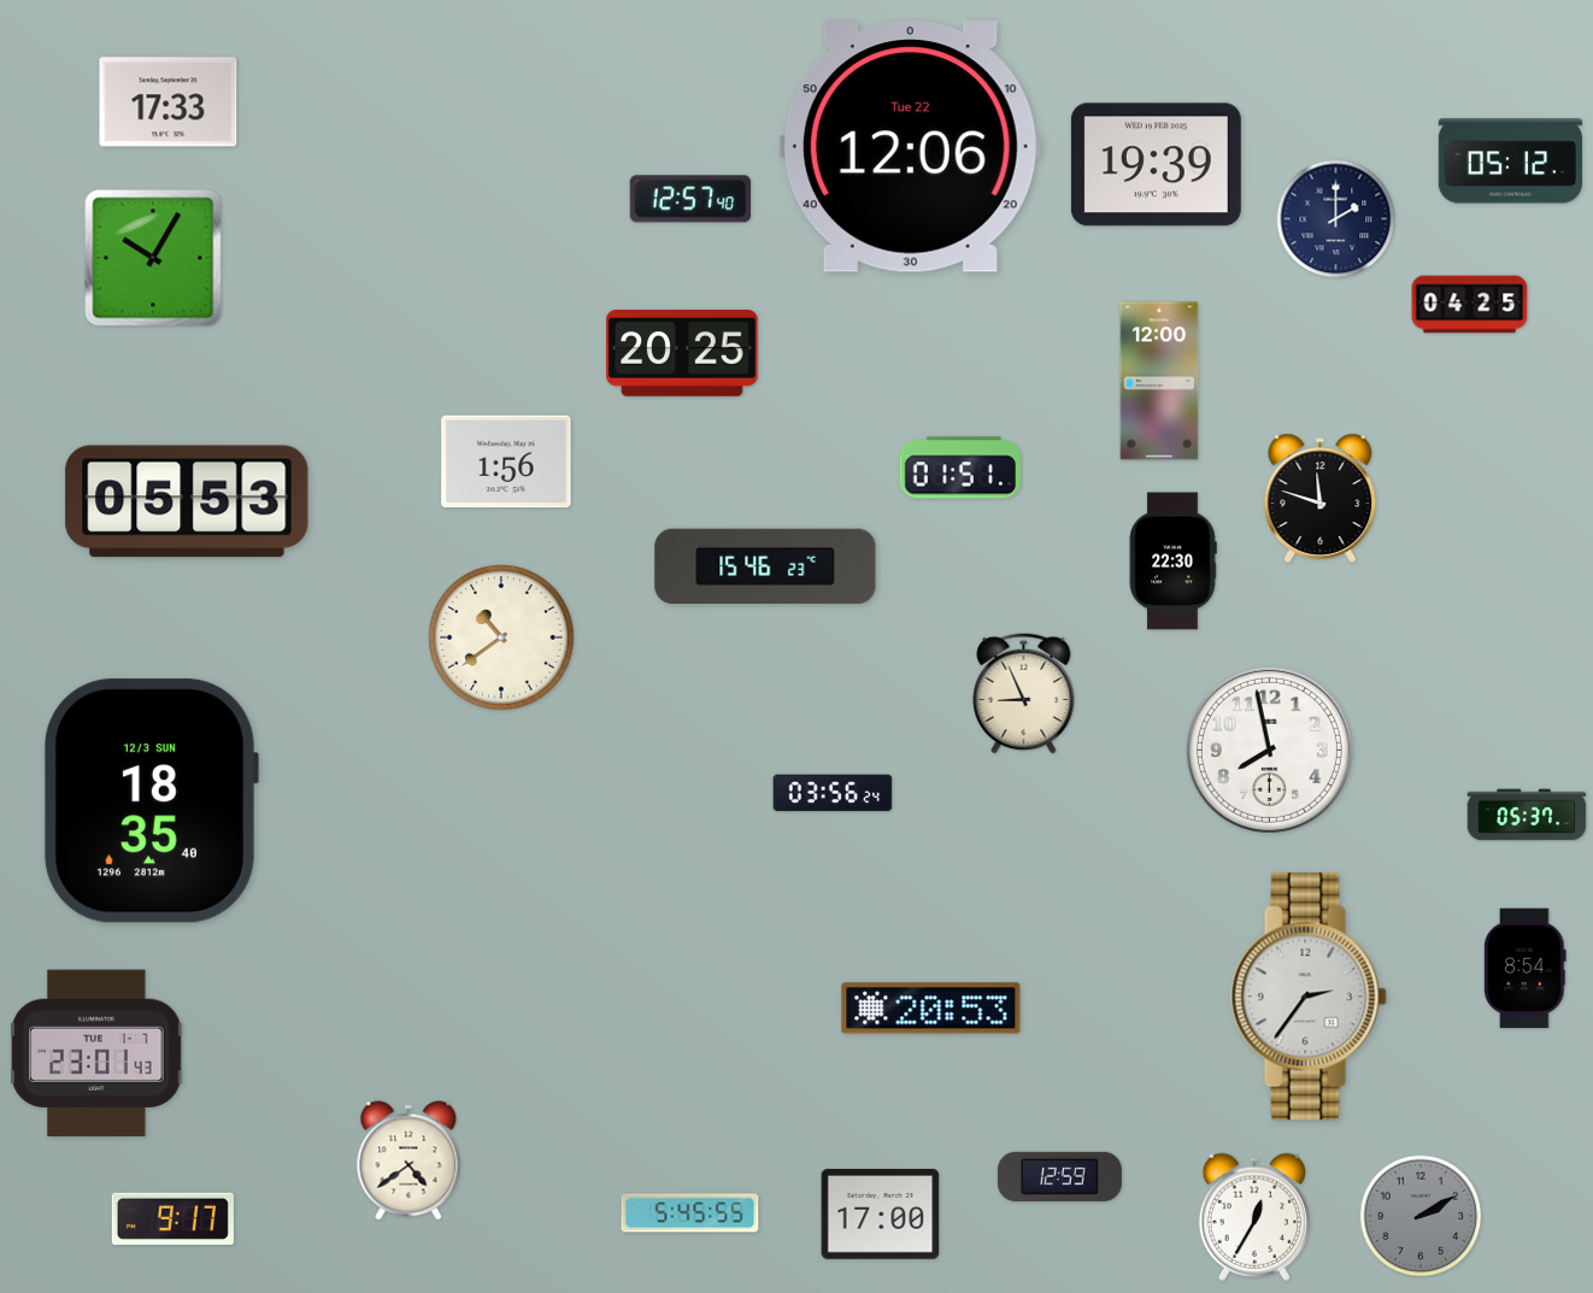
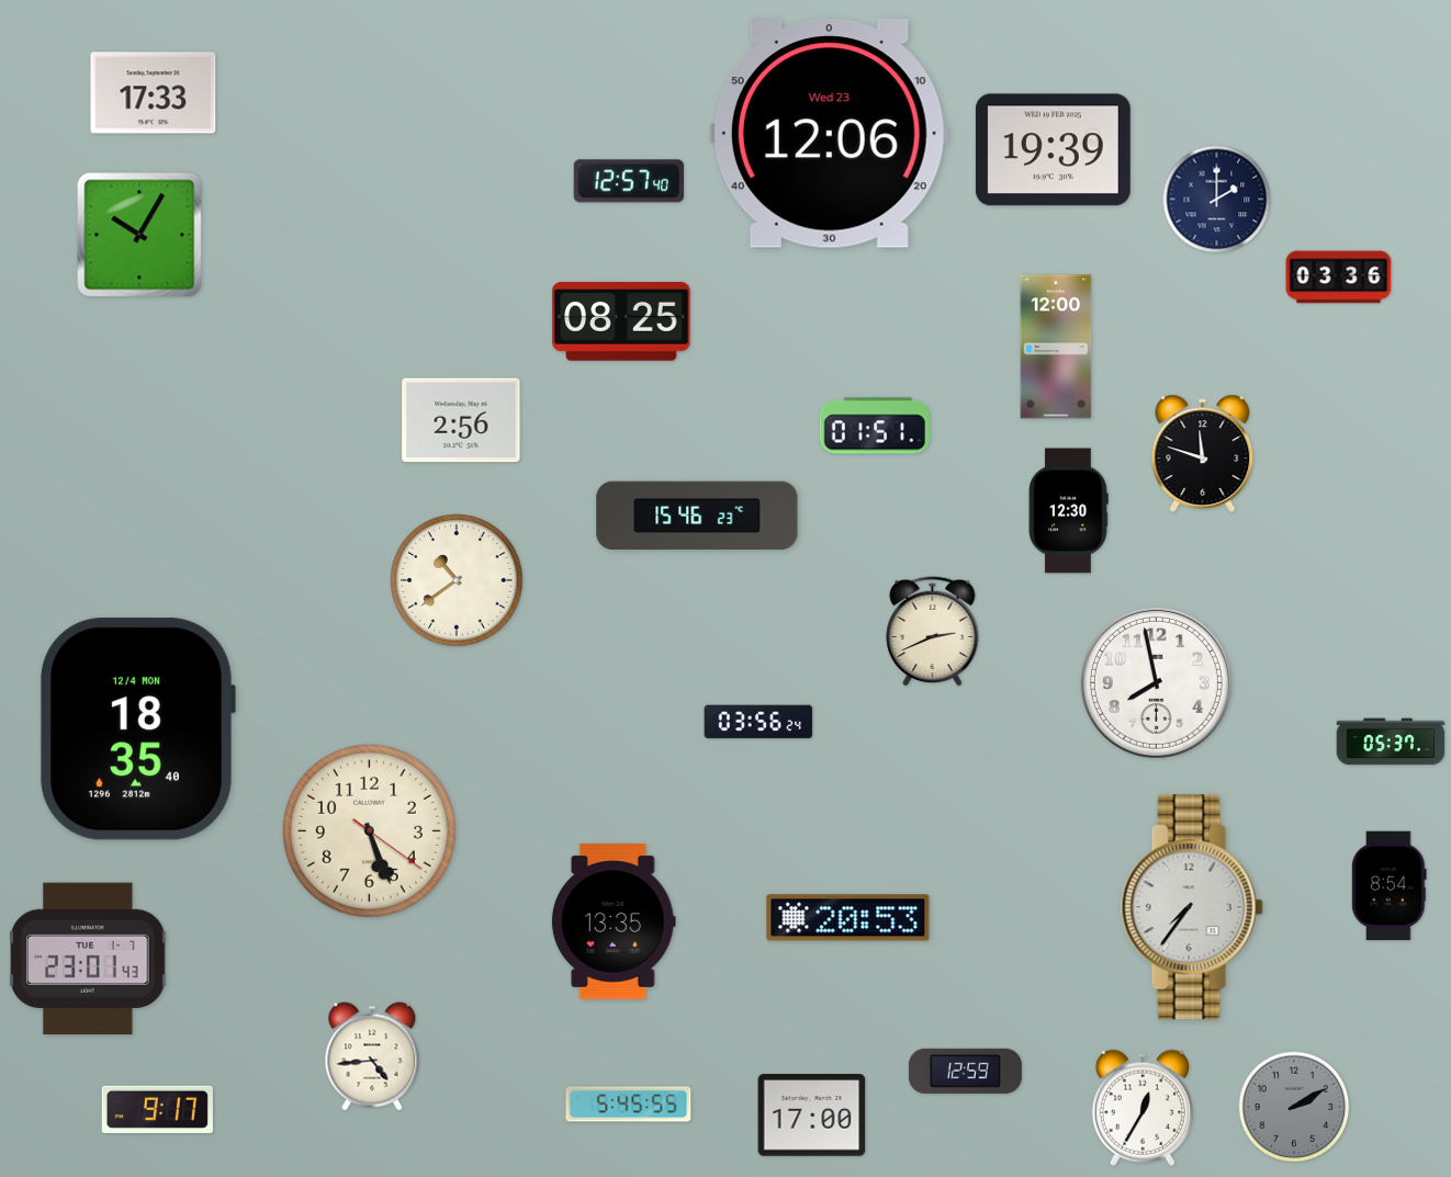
clock at (910, 147) date: Tue 22 -> Wed 23
clock at (1510, 161): 05:12 -> none
clock at (1470, 305): 04:25 -> 03:36
clock at (682, 354): 20:25 -> 08:25
clock at (506, 462): 1:56 -> 2:56
clock at (187, 501): 05:53 -> none
clock at (1172, 562): 22:30 -> 12:30
clock at (1024, 693): 8:56 -> 2:41
clock at (151, 801) date: 12/3 SUN -> 12/4 MON
clock at (369, 830): none -> 5:26
clock at (1526, 969) position: (1526, 969) -> (1390, 886)
clock at (1309, 997): 2:36 -> 7:36
clock at (614, 923): none -> 13:35
clock at (408, 1160): 4:39 -> 4:44
clock at (881, 1215) position: (881, 1215) -> (812, 1116)
